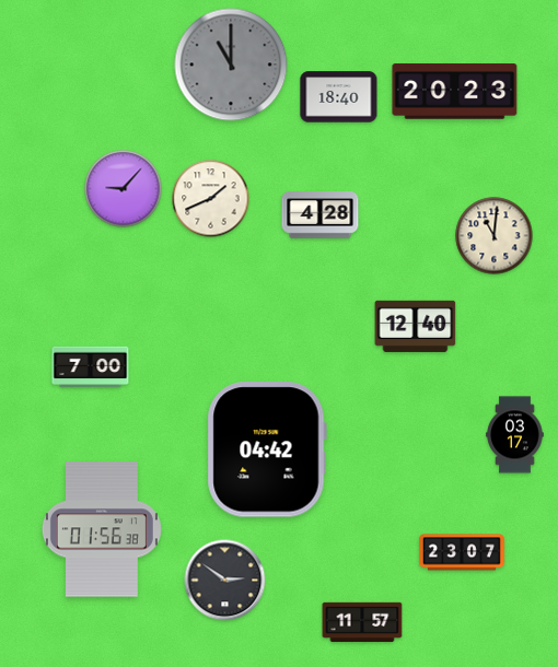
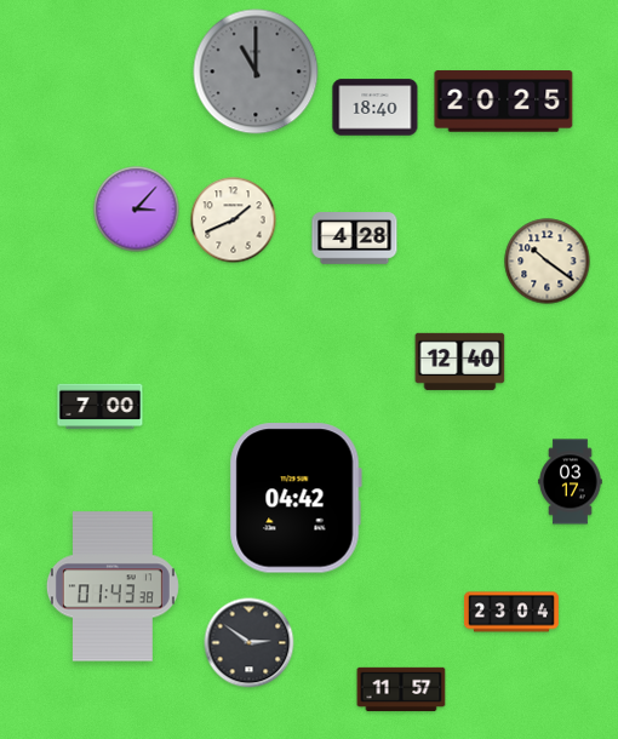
clock at (455, 92): 20:23 -> 20:25
clock at (124, 189): 9:07 -> 3:07
clock at (495, 236): 11:01 -> 10:21
clock at (102, 529): 01:56 -> 01:43
clock at (462, 552): 23:07 -> 23:04
